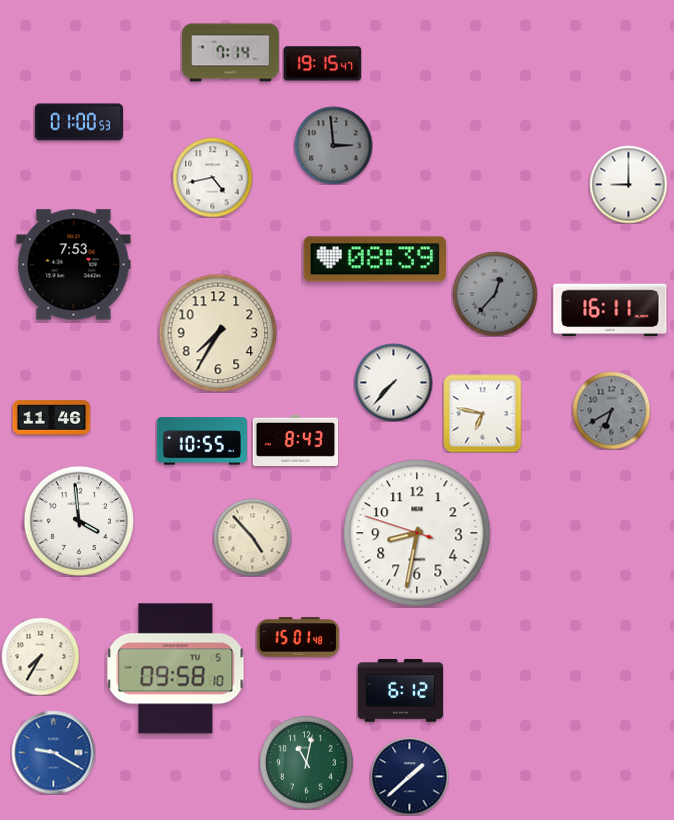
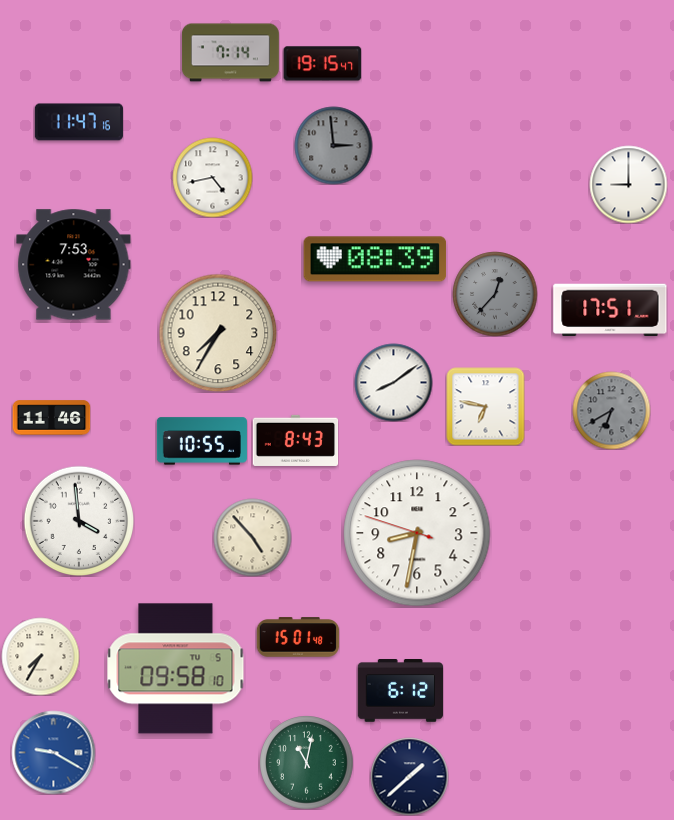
clock at (79, 122): 01:00 -> 11:47
clock at (610, 310): 16:11 -> 17:51
clock at (393, 382): 7:37 -> 8:09
clock at (482, 413) position: (482, 413) -> (485, 406)
